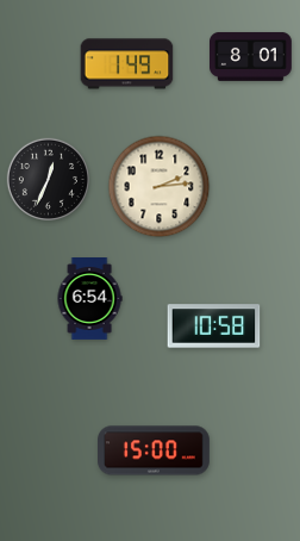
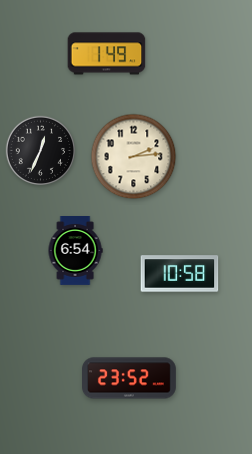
clock at (251, 56): 8:01 -> none
clock at (155, 450): 15:00 -> 23:52
